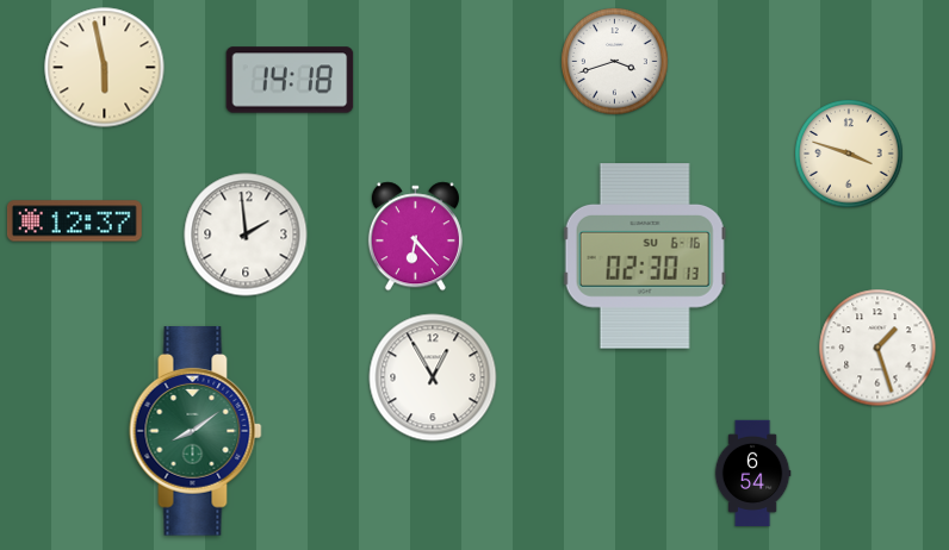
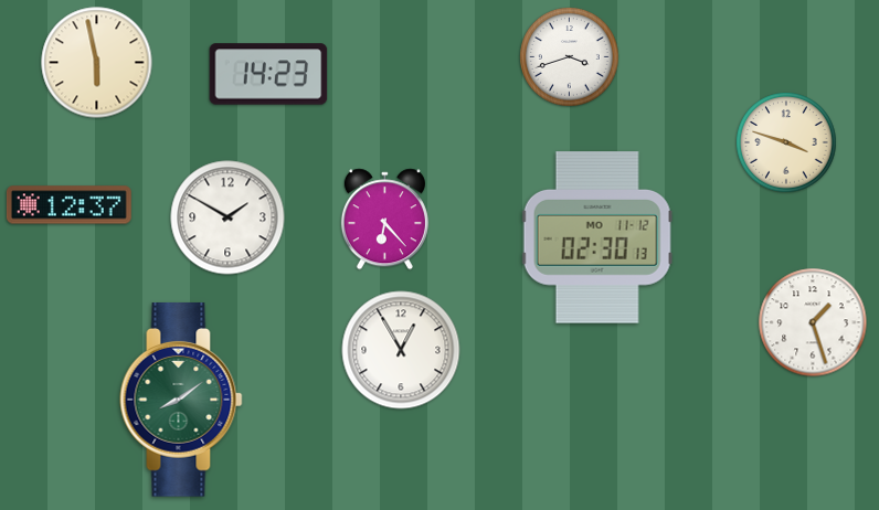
clock at (290, 80): 14:18 -> 14:23
clock at (246, 235): 1:59 -> 1:50
clock at (645, 256) date: SU 6-16 -> MO 11-12
clock at (752, 473): 6:54 -> none
